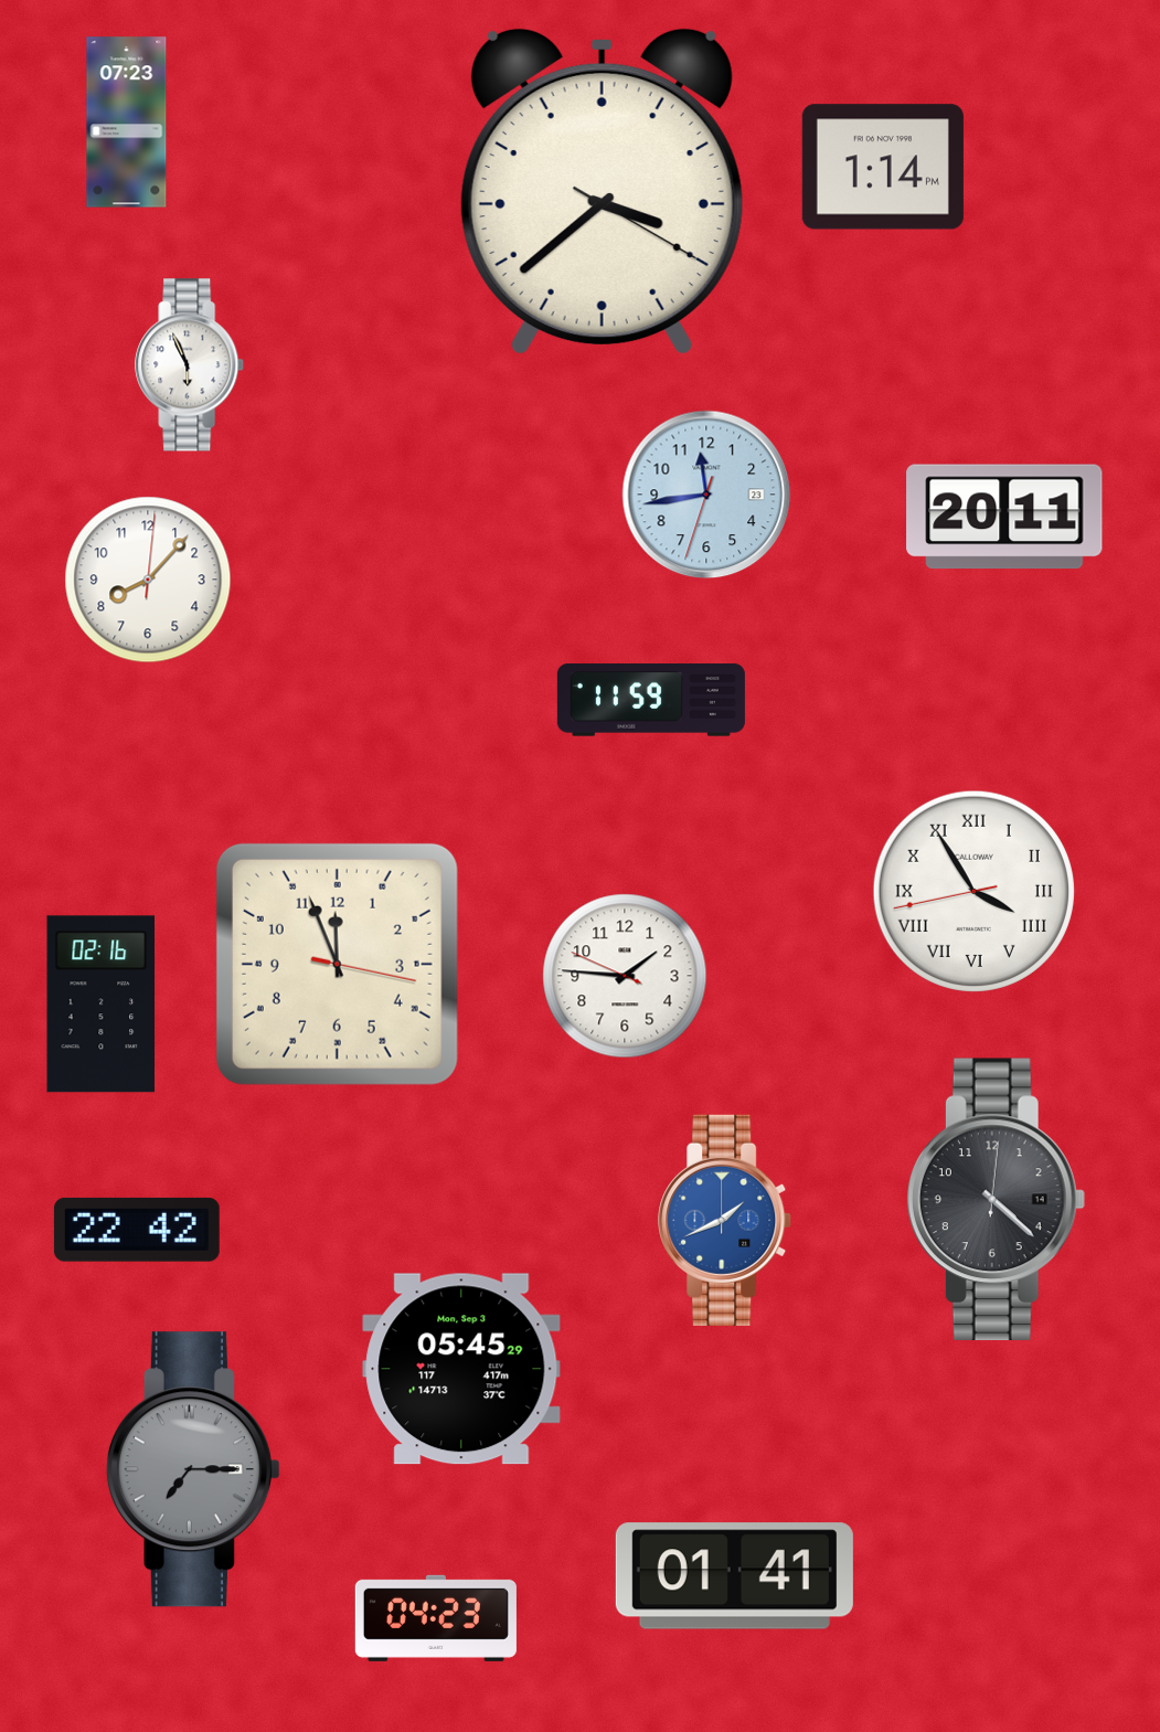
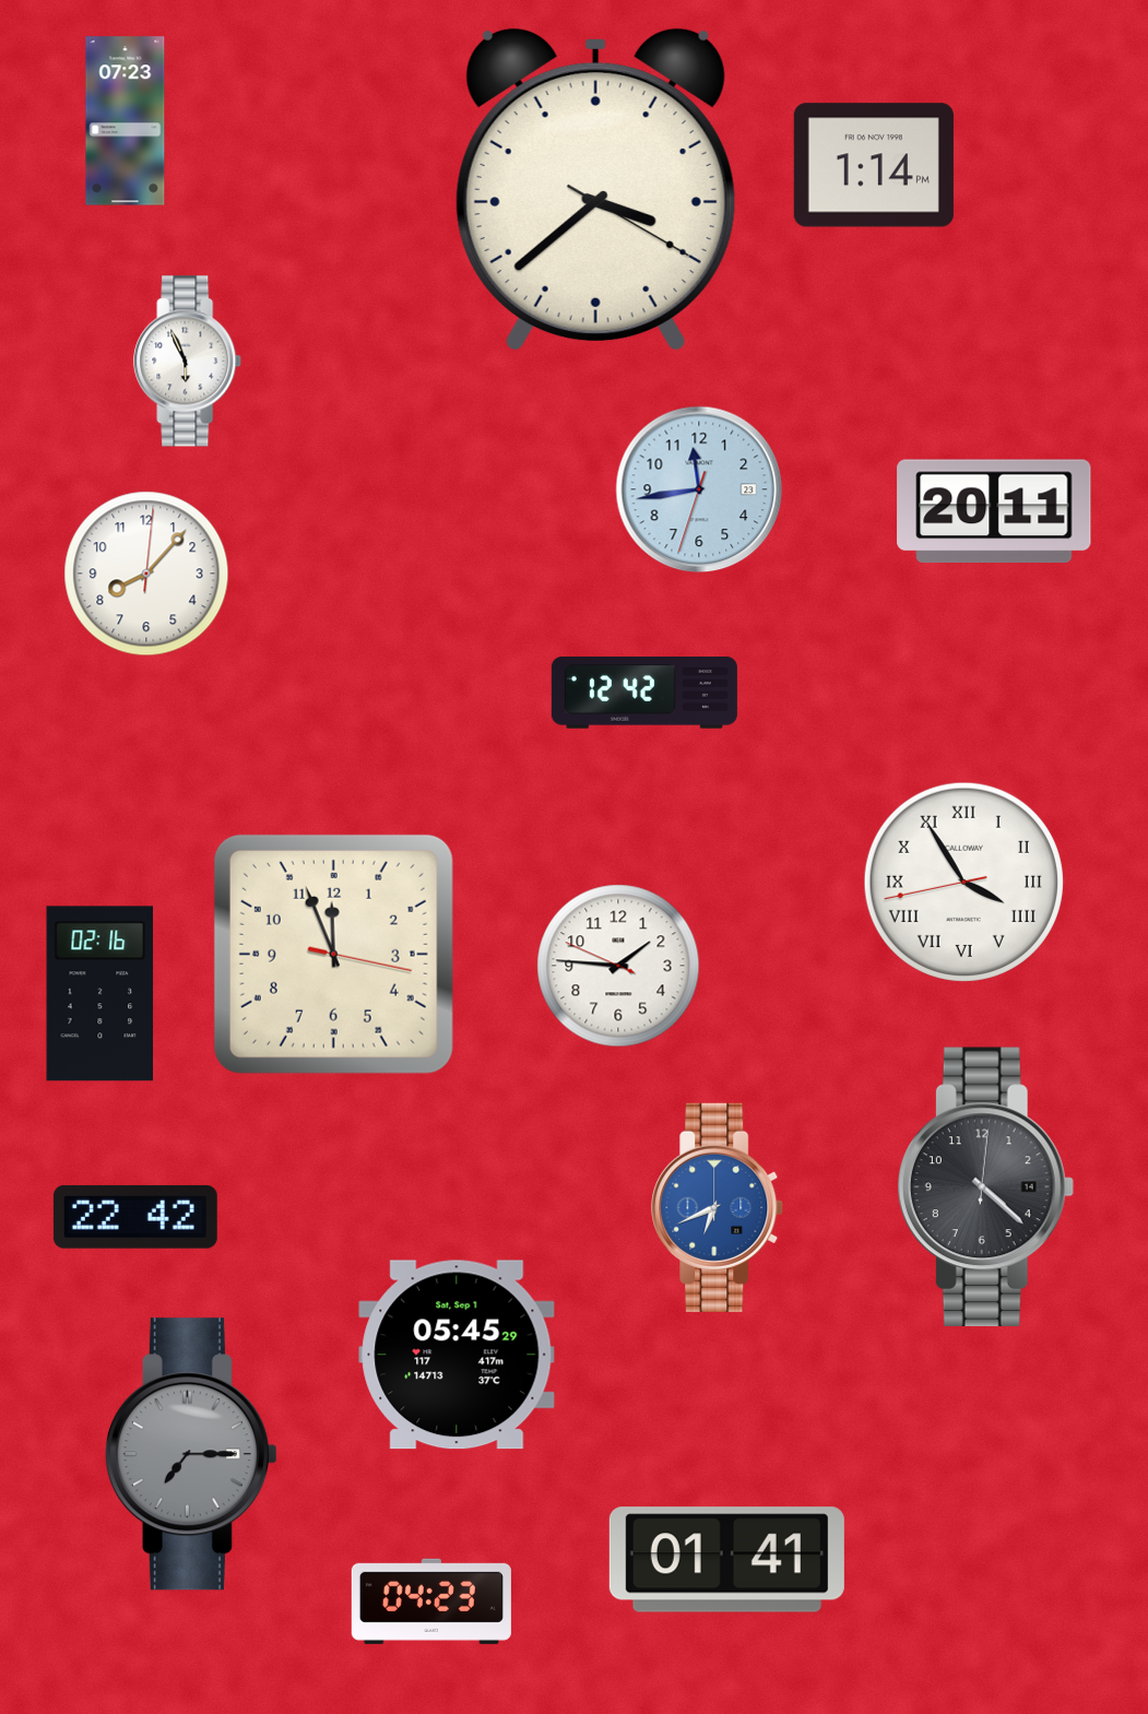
clock at (651, 700): 11:59 -> 12:42
clock at (725, 1220): 1:41 -> 6:41
clock at (461, 1369) date: Mon, Sep 3 -> Sat, Sep 1
